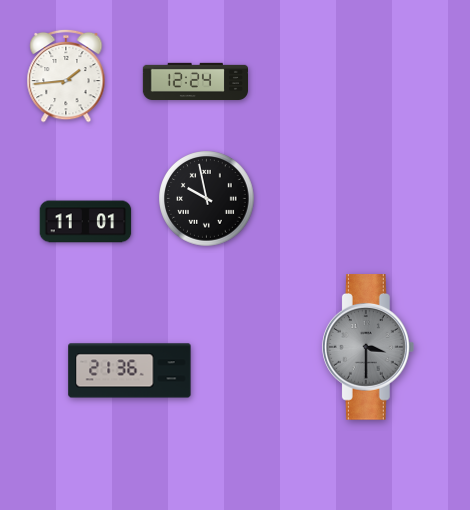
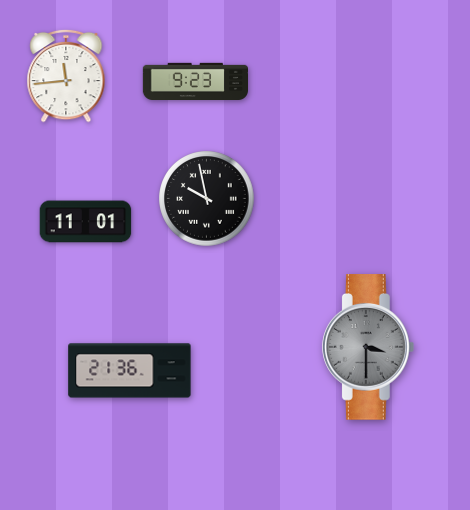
clock at (66, 76): 1:44 -> 11:44
clock at (195, 82): 12:24 -> 9:23
